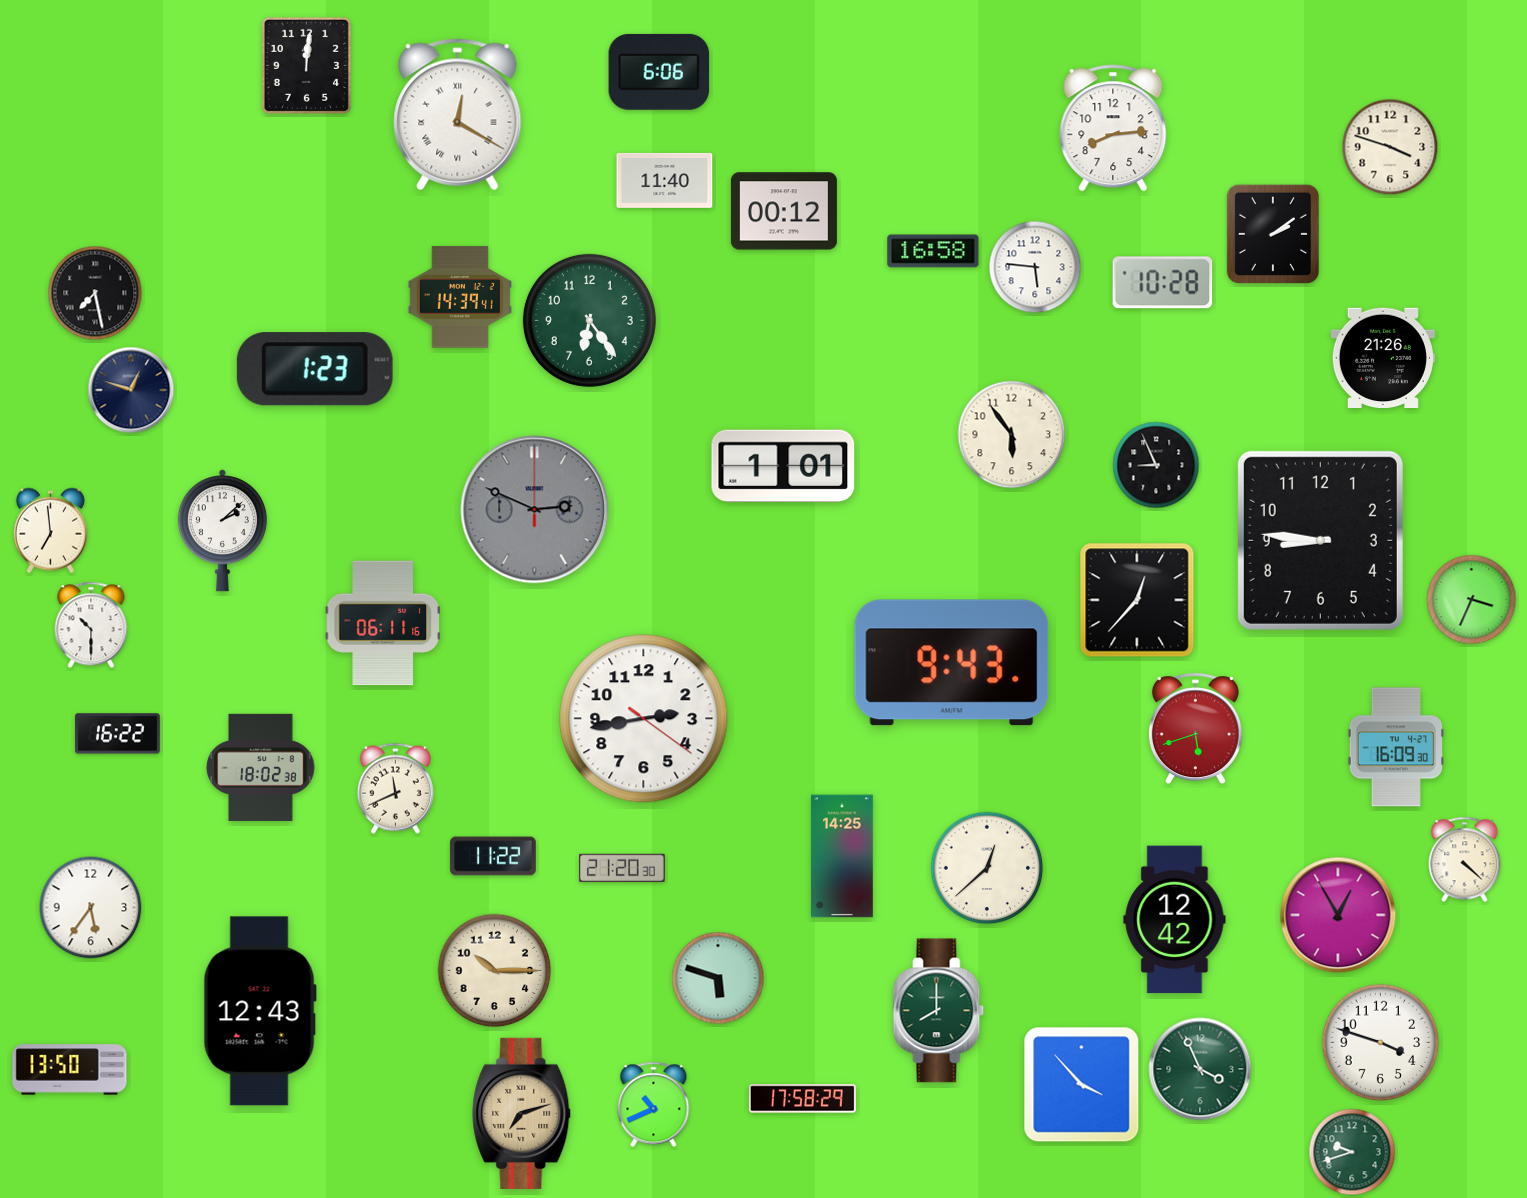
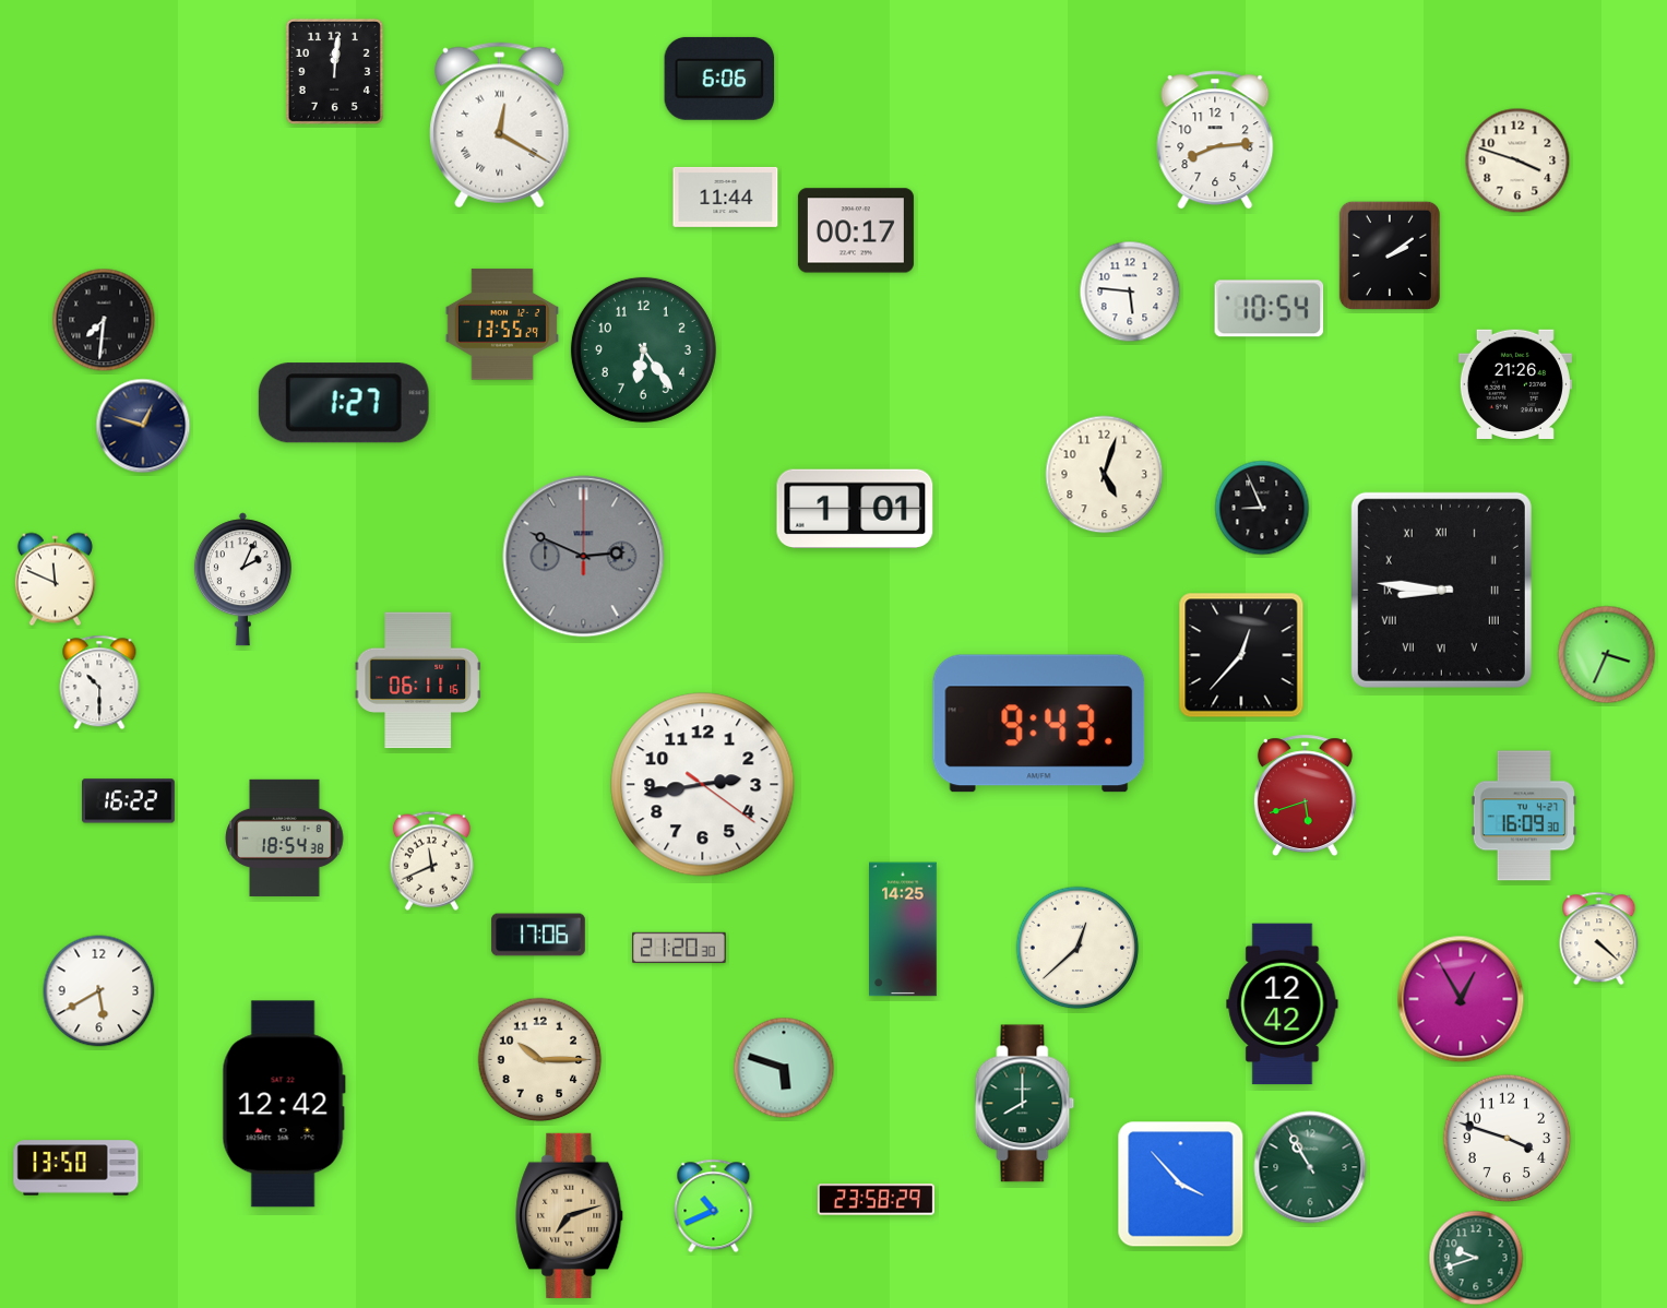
clock at (665, 180): 11:40 -> 11:44
clock at (784, 211): 00:12 -> 00:17
clock at (933, 251): 16:58 -> none
clock at (1163, 283): 10:28 -> 10:54
clock at (95, 293): 7:28 -> 7:31
clock at (460, 297): 14:39 -> 13:55
clock at (1383, 358) position: (1383, 358) -> (1515, 384)
clock at (315, 369): 1:23 -> 1:27
clock at (1012, 435): 5:54 -> 5:03
clock at (50, 531): 6:59 -> 11:49
clock at (222, 531): 2:08 -> 2:04
clock at (1320, 540) numerals: Arabic -> Roman
clock at (261, 767): 18:02 -> 18:54
clock at (493, 856): 11:22 -> 17:06
clock at (843, 856) position: (843, 856) -> (904, 929)
clock at (91, 908): 5:36 -> 5:40
clock at (260, 1011): 12:43 -> 12:42
clock at (1200, 1069): 3:56 -> 10:55
clock at (802, 1099): 17:58 -> 23:58
